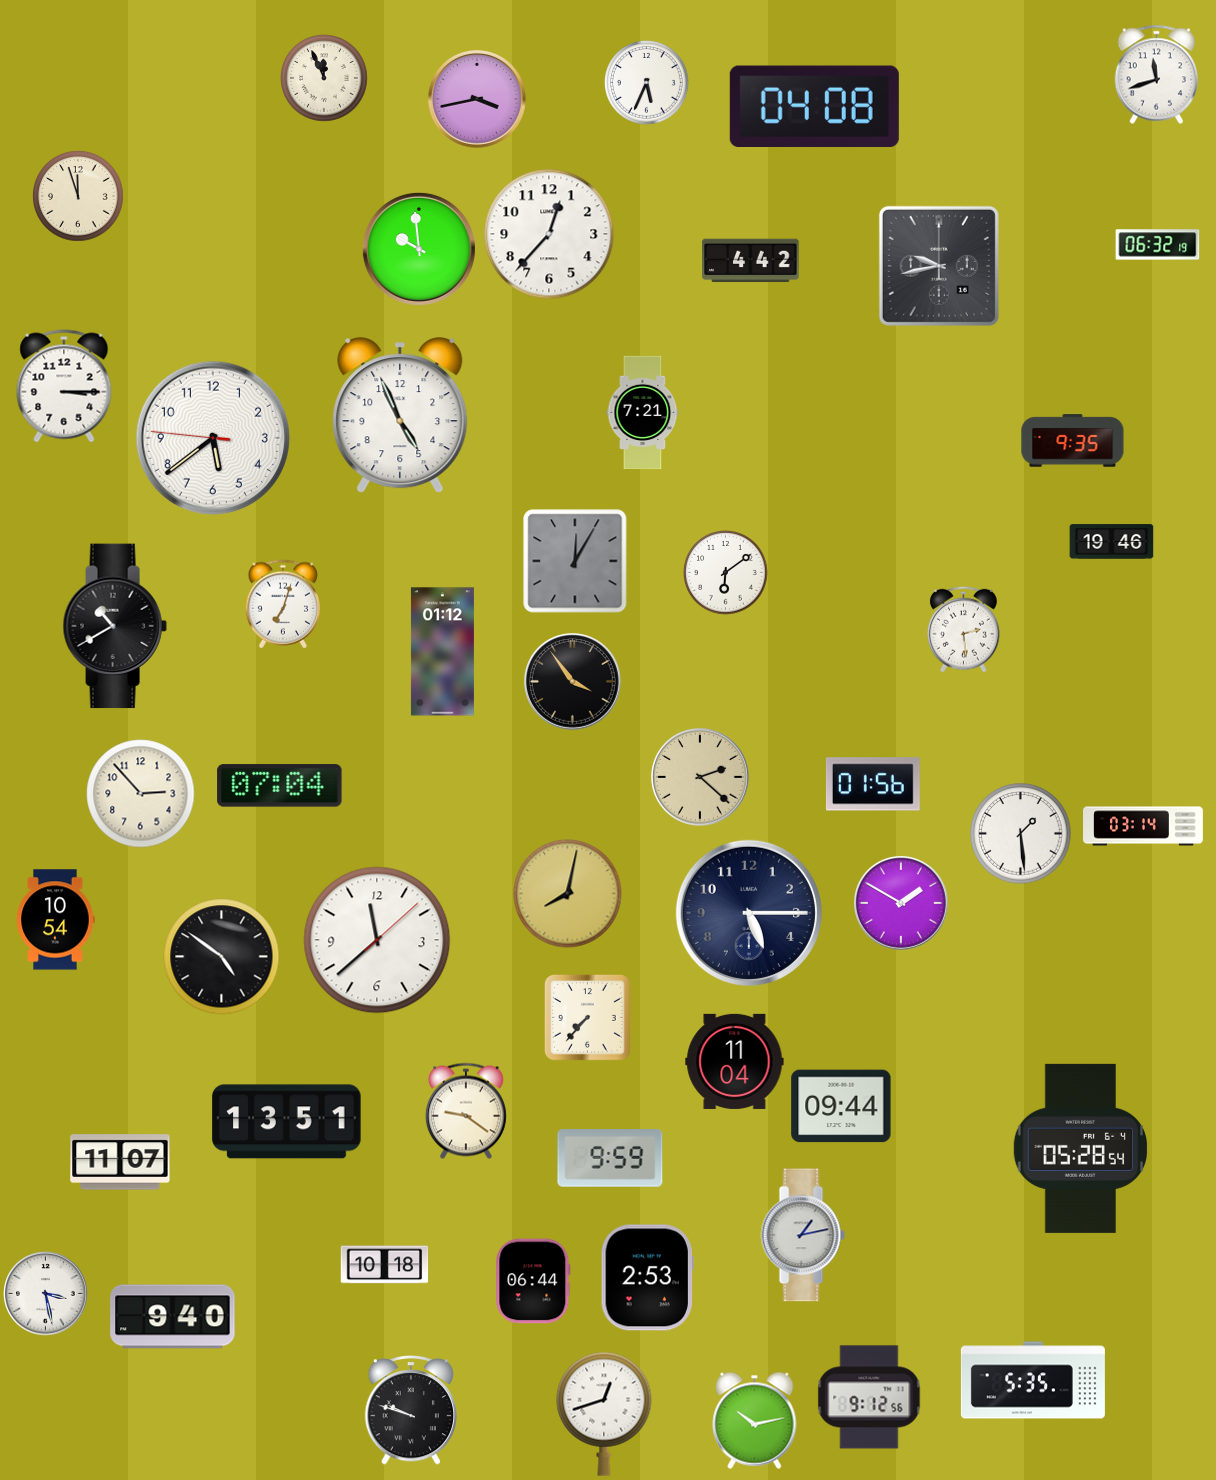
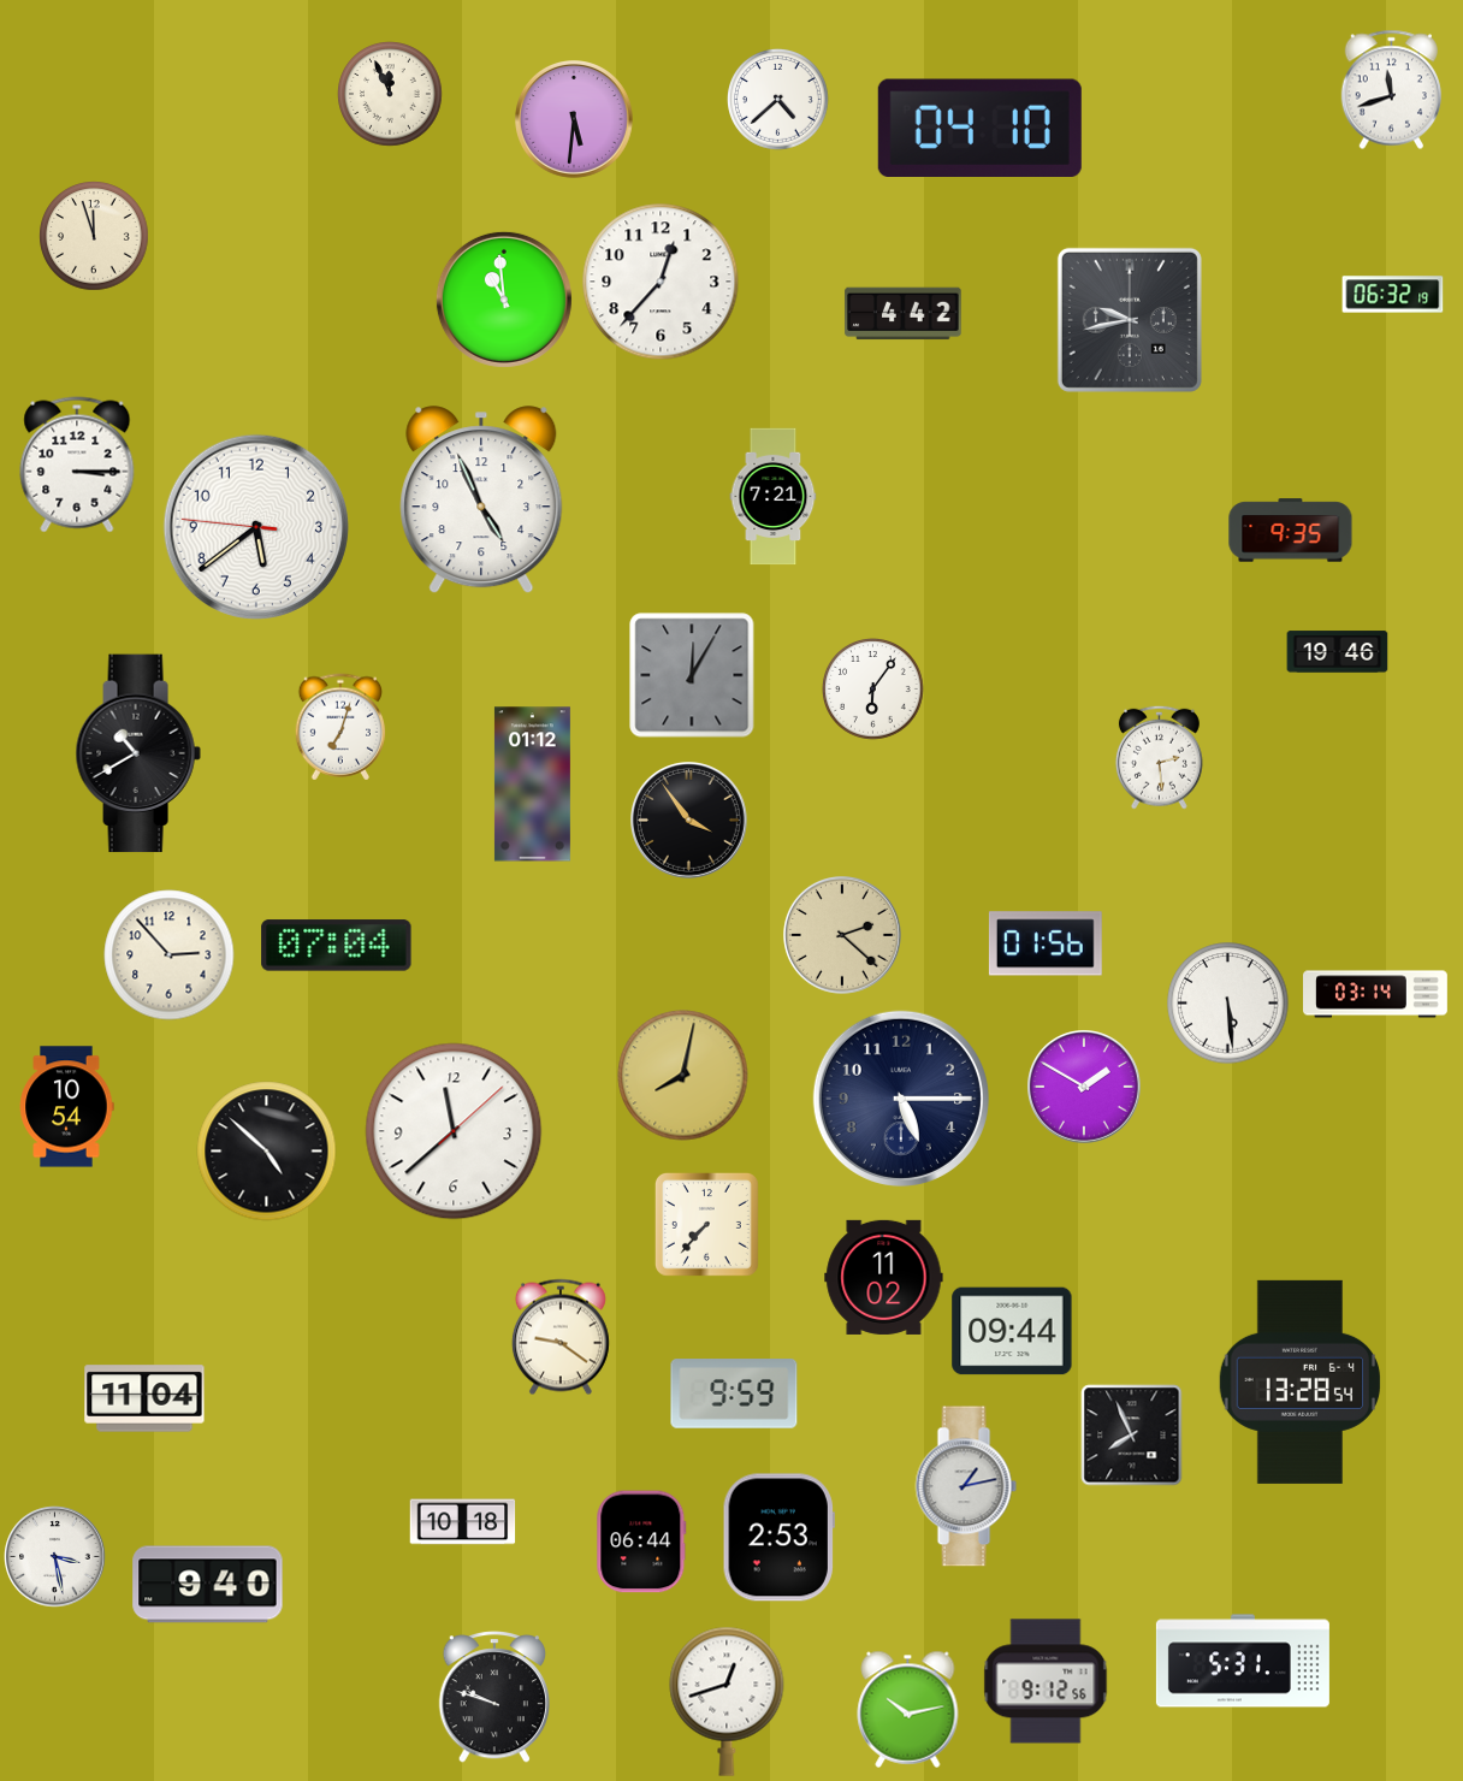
clock at (647, 83): 5:34 -> 4:38
clock at (478, 100): 3:43 -> 5:31
clock at (814, 106): 04:08 -> 04:10
clock at (419, 249): 9:59 -> 10:59
clock at (726, 573): 6:09 -> 6:06
clock at (873, 784) position: (873, 784) -> (1046, 943)
clock at (1021, 834): 1:29 -> 5:29
clock at (222, 957): 4:51 -> 4:52
clock at (735, 1061): 11:04 -> 11:02
clock at (287, 1122): 13:51 -> none
clock at (1080, 1148): 05:28 -> 13:28
clock at (120, 1162): 11:07 -> 11:04
clock at (1132, 1436): none -> 7:56
clock at (1033, 1380): 5:35 -> 5:31
